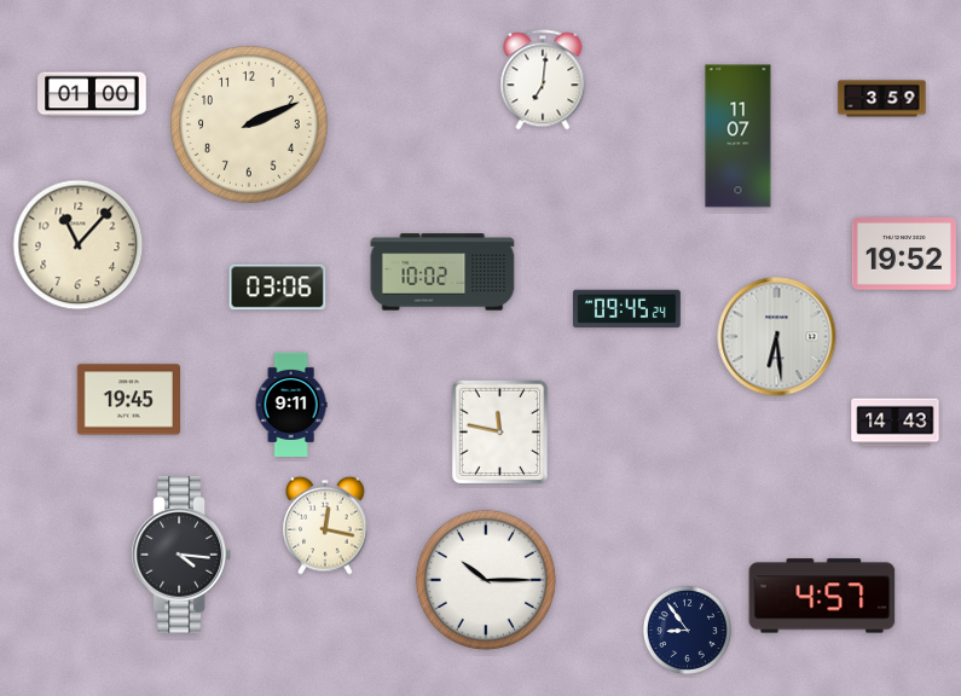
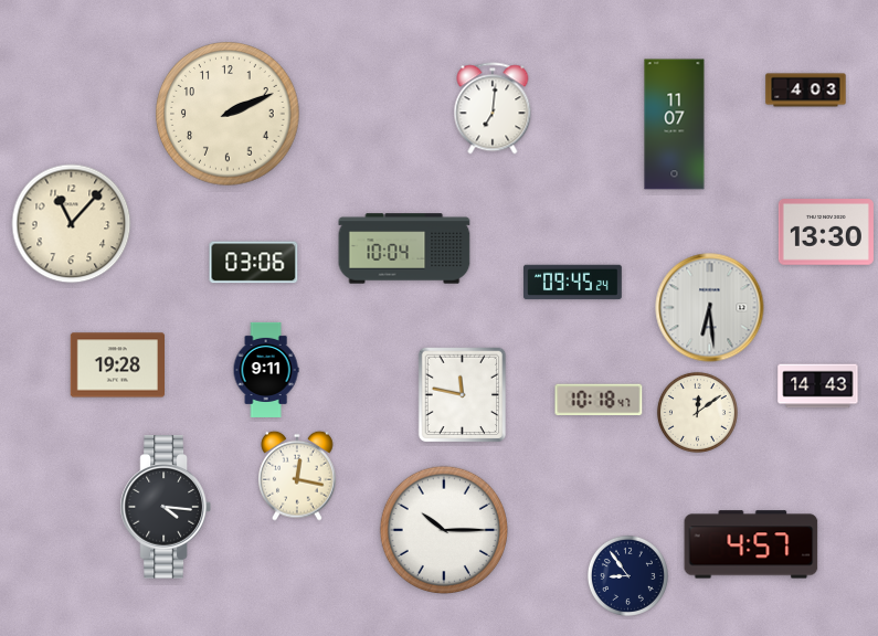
clock at (543, 80) position: (543, 80) -> (493, 108)
clock at (92, 94): 01:00 -> none
clock at (882, 99): 3:59 -> 4:03
clock at (904, 255): 19:52 -> 13:30
clock at (442, 272): 10:02 -> 10:04
clock at (128, 400): 19:45 -> 19:28
clock at (500, 433) position: (500, 433) -> (463, 395)
clock at (599, 400): none -> 10:18
clock at (697, 412): none -> 12:09
clock at (325, 526) position: (325, 526) -> (297, 476)
